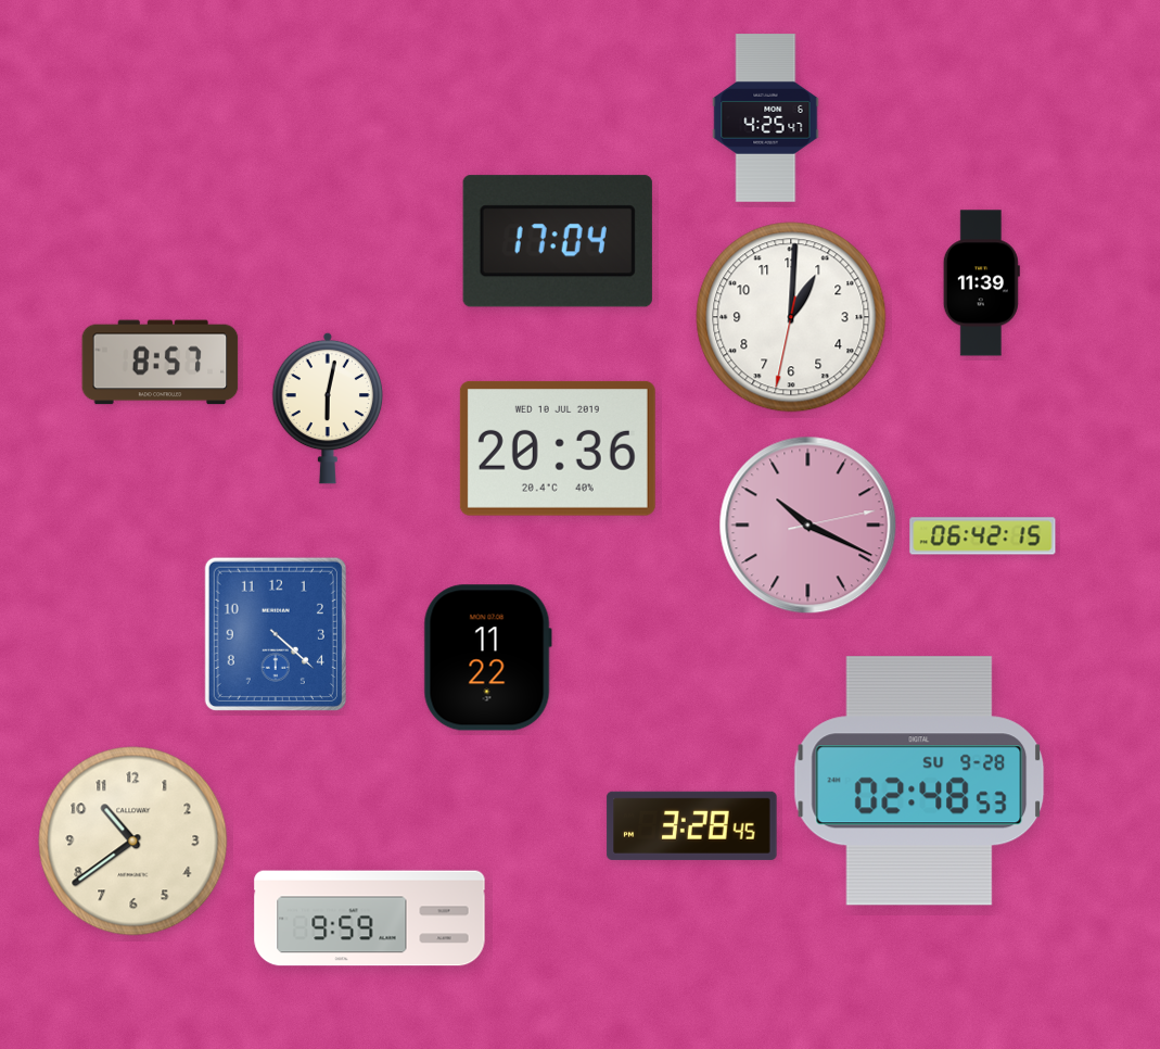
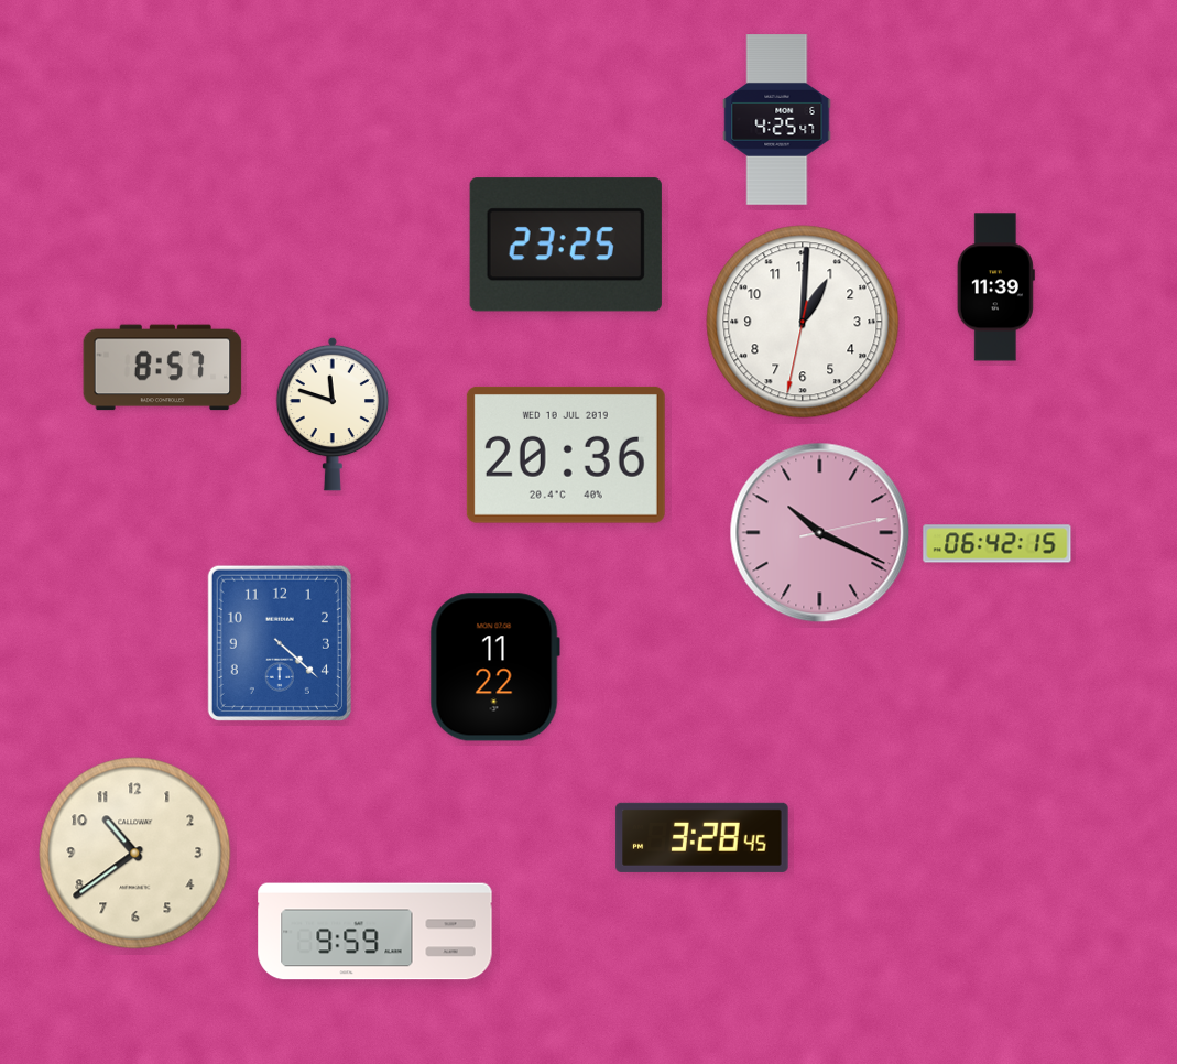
clock at (558, 241): 17:04 -> 23:25
clock at (328, 408): 6:02 -> 11:48
clock at (919, 781): 02:48 -> none
